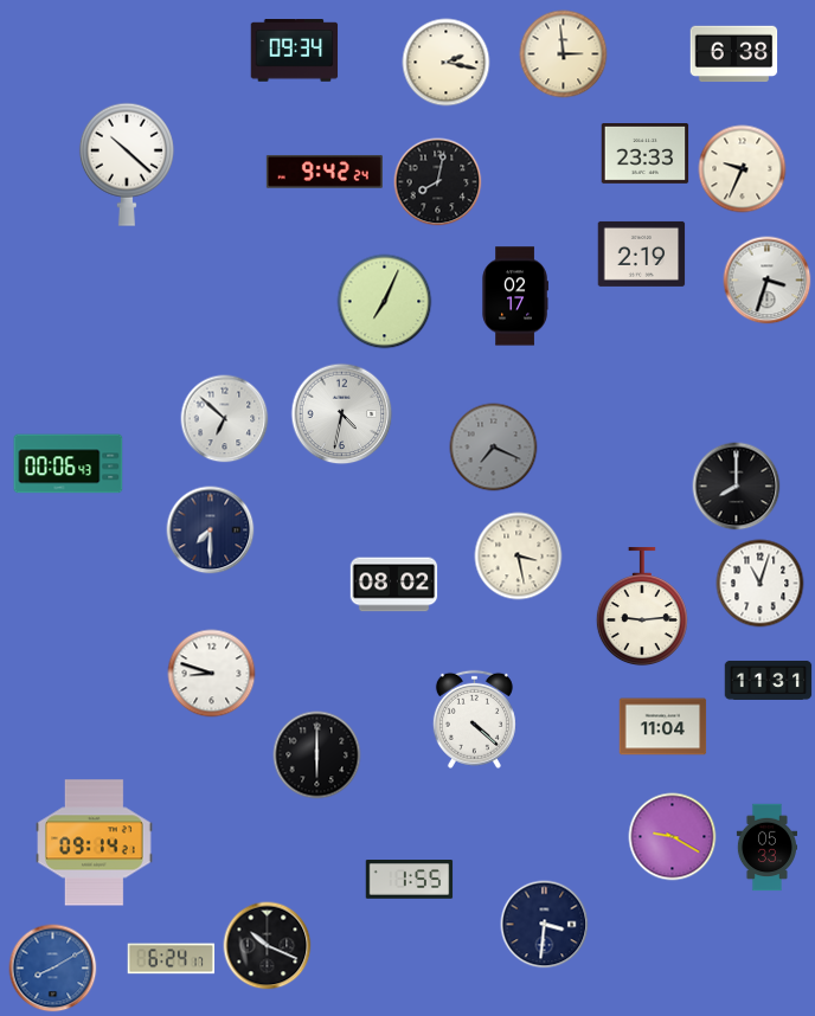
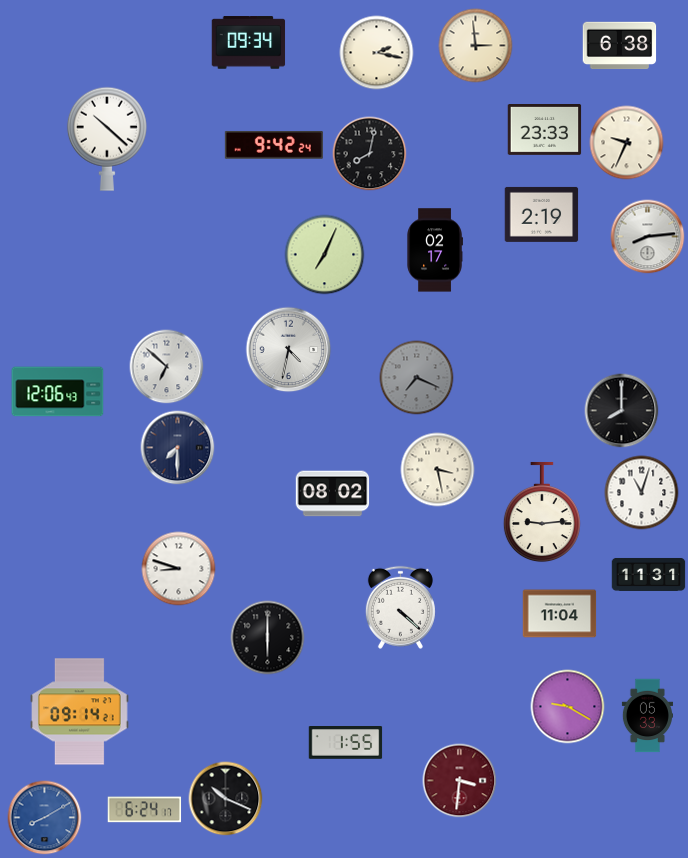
clock at (768, 281): 3:33 -> 8:14
clock at (225, 419) position: (225, 419) -> (167, 367)
clock at (69, 464): 00:06 -> 12:06
clock at (545, 925) dial: navy -> burgundy
